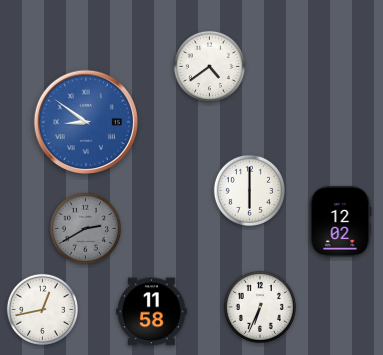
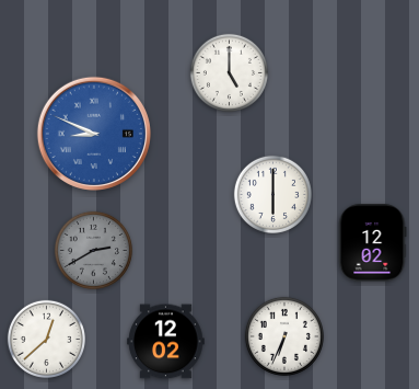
clock at (209, 66): 4:39 -> 5:00
clock at (86, 122): 8:51 -> 8:49
clock at (249, 190) position: (249, 190) -> (272, 194)
clock at (42, 309): 12:43 -> 12:38
clock at (152, 312): 11:58 -> 12:02
